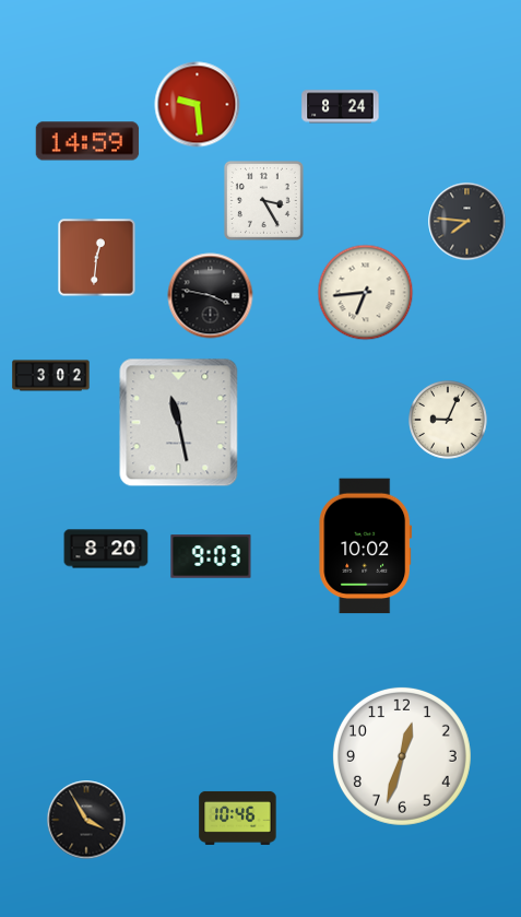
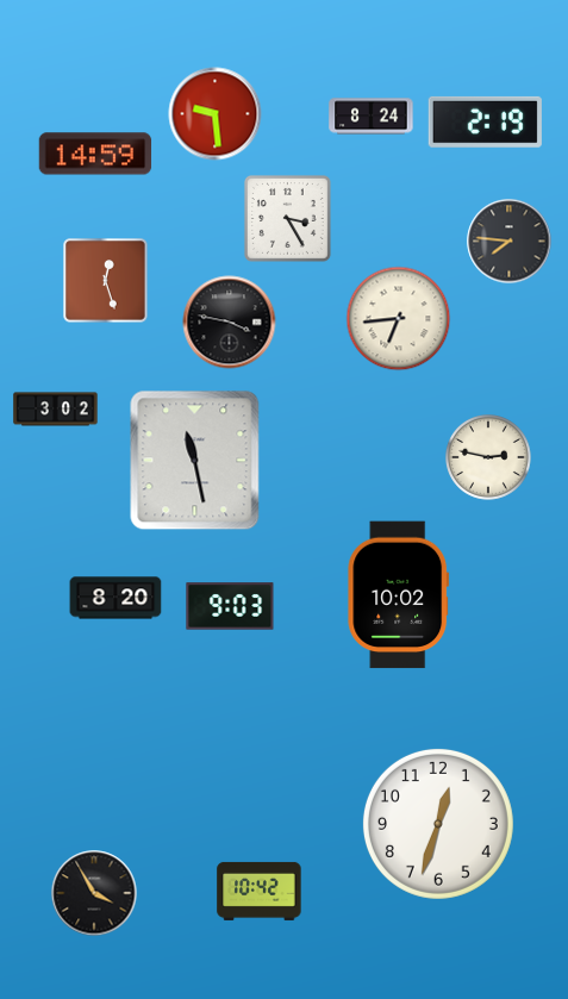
clock at (485, 121): none -> 2:19
clock at (97, 258): 12:31 -> 12:27
clock at (449, 421): 9:04 -> 2:47
clock at (238, 818): 10:46 -> 10:42
